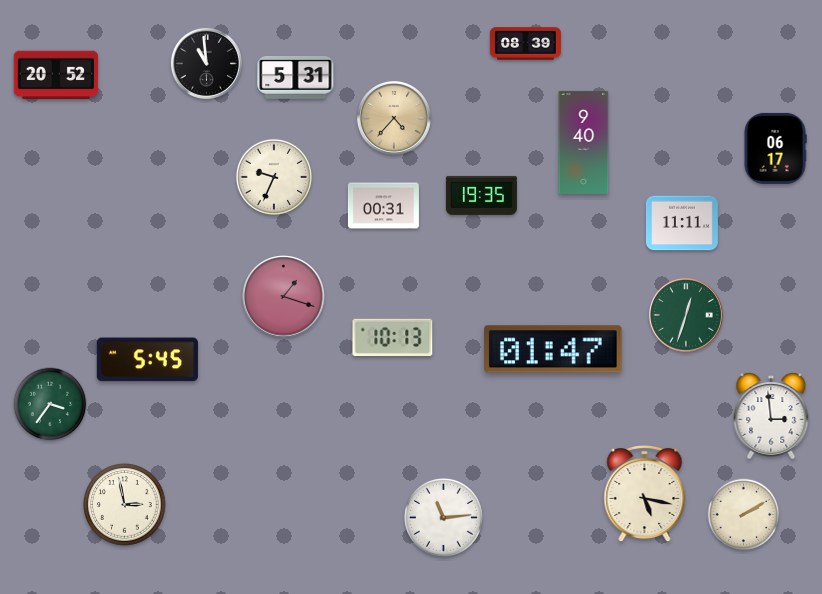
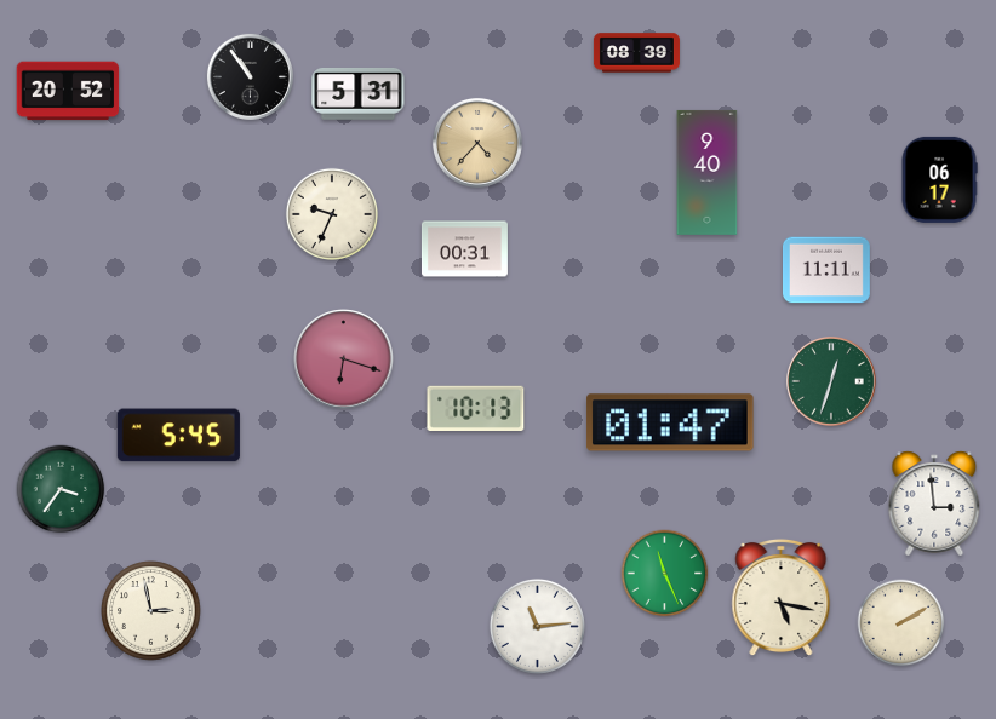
clock at (206, 63): 10:59 -> 10:54
clock at (481, 195): 19:35 -> none
clock at (284, 297): 1:18 -> 6:18
clock at (665, 574): none -> 11:26
